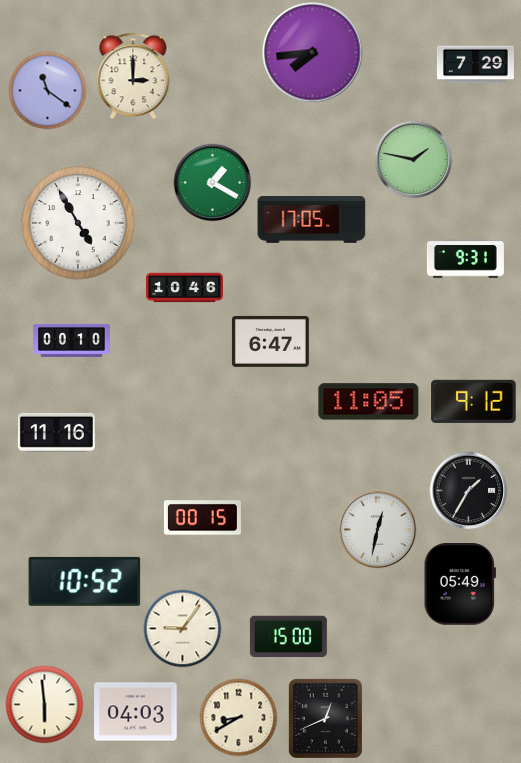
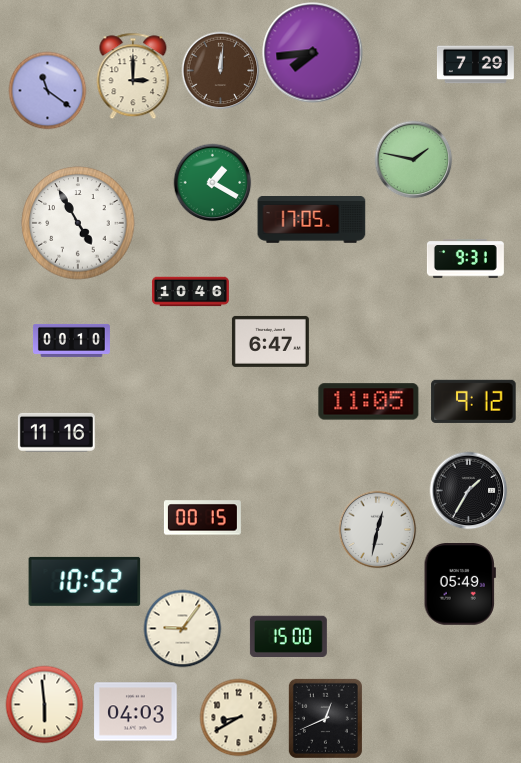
clock at (220, 70): none -> 12:01
clock at (184, 288) position: (184, 288) -> (190, 292)
